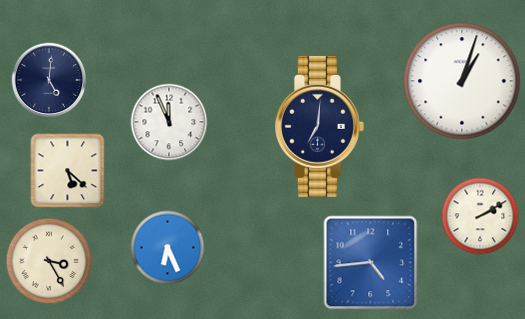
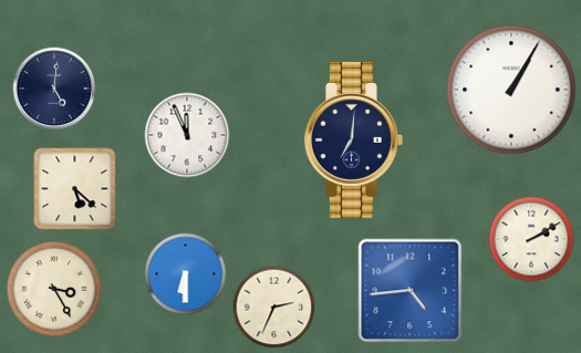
clock at (462, 81): 1:03 -> 1:05
clock at (168, 248): 6:26 -> 6:30
clock at (274, 308): none -> 2:34
